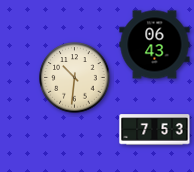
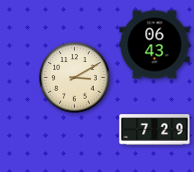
clock at (75, 78): 10:31 -> 3:10
clock at (155, 130): 7:53 -> 7:29
